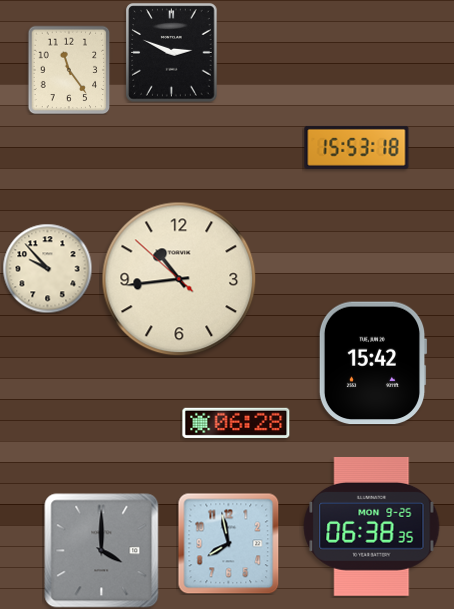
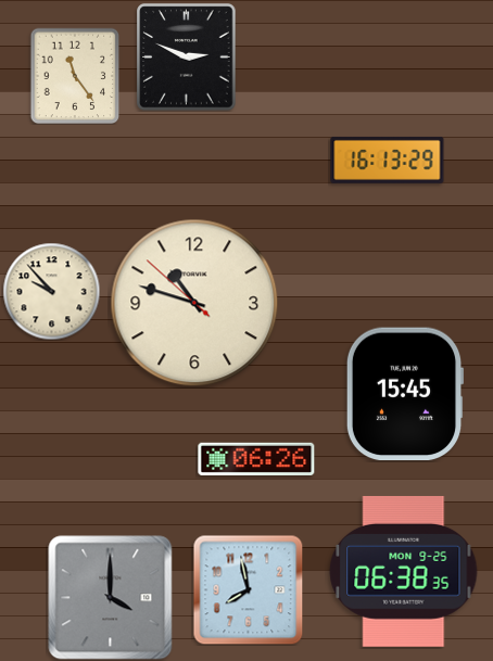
clock at (357, 147): 15:53 -> 16:13
clock at (179, 279): 10:43 -> 10:47
clock at (373, 363): 15:42 -> 15:45
clock at (236, 423): 06:28 -> 06:26
